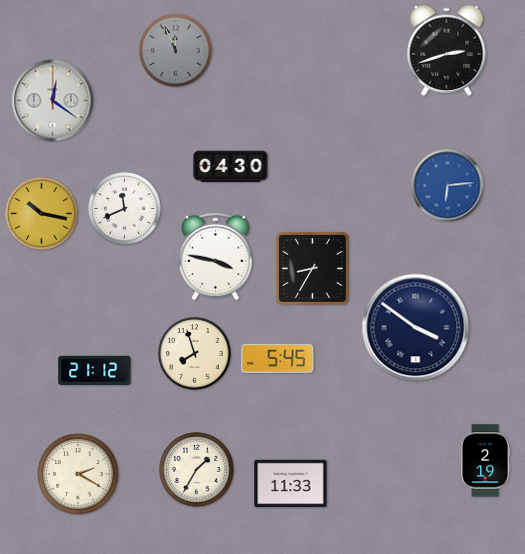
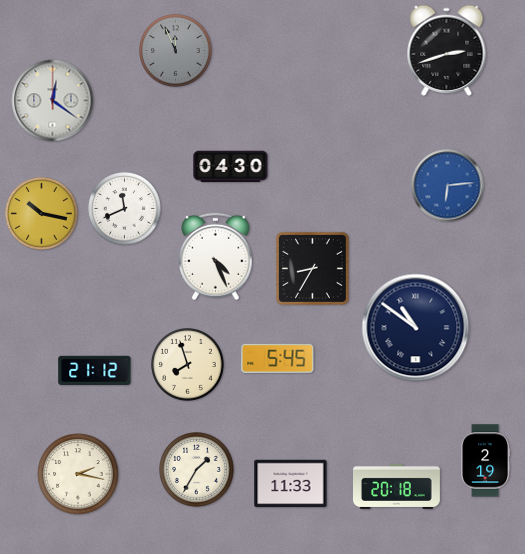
clock at (216, 257): 3:47 -> 4:26
clock at (416, 328): 3:51 -> 10:51
clock at (195, 354) position: (195, 354) -> (188, 365)
clock at (78, 474): 2:20 -> 2:17
clock at (397, 486): none -> 20:18
